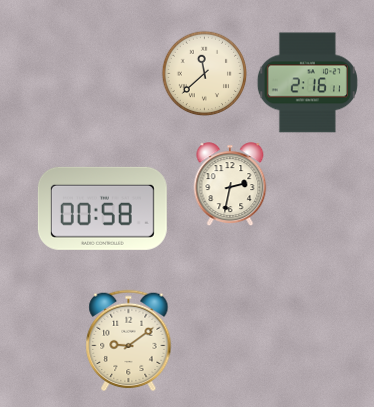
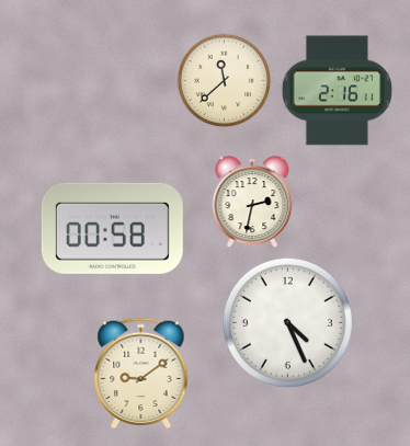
clock at (287, 322): none -> 4:26
